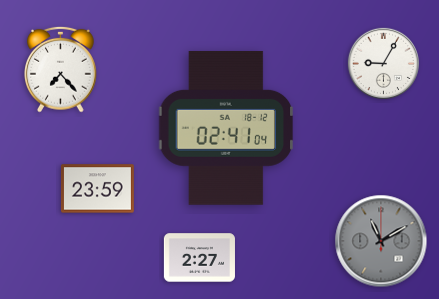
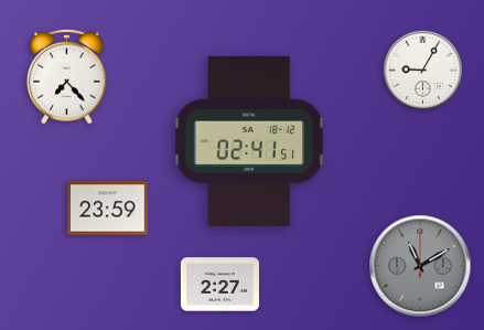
clock at (226, 128): 02:41:04 -> 02:41:51
